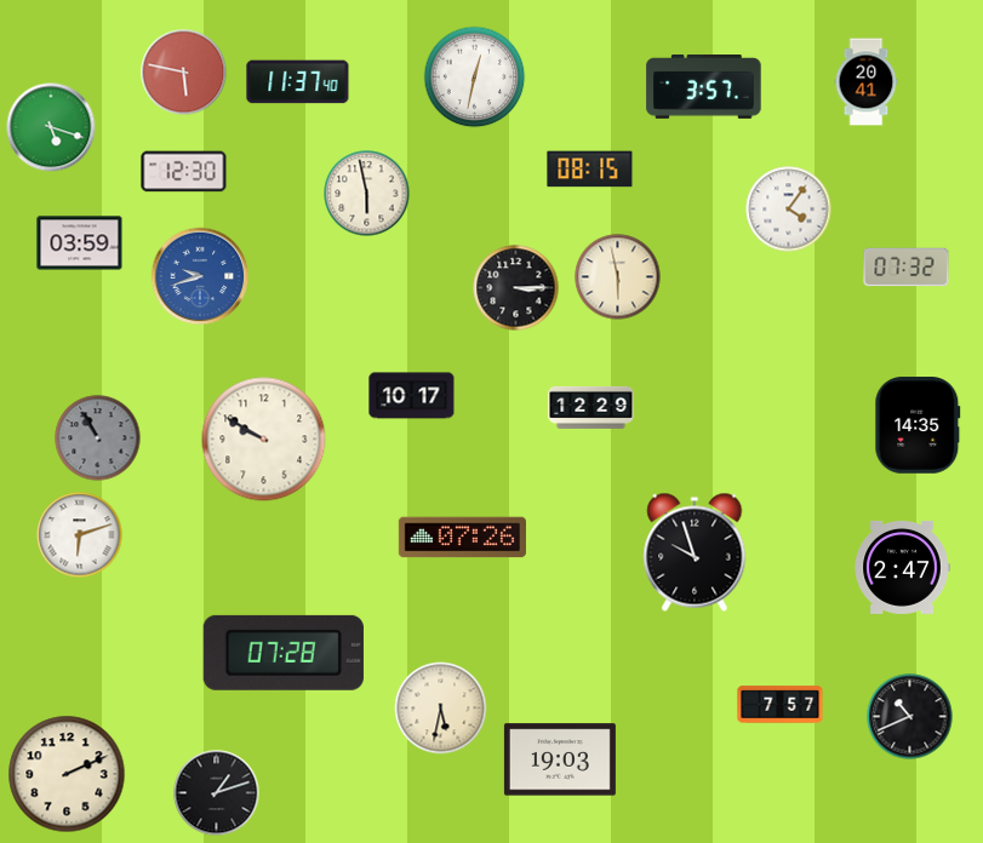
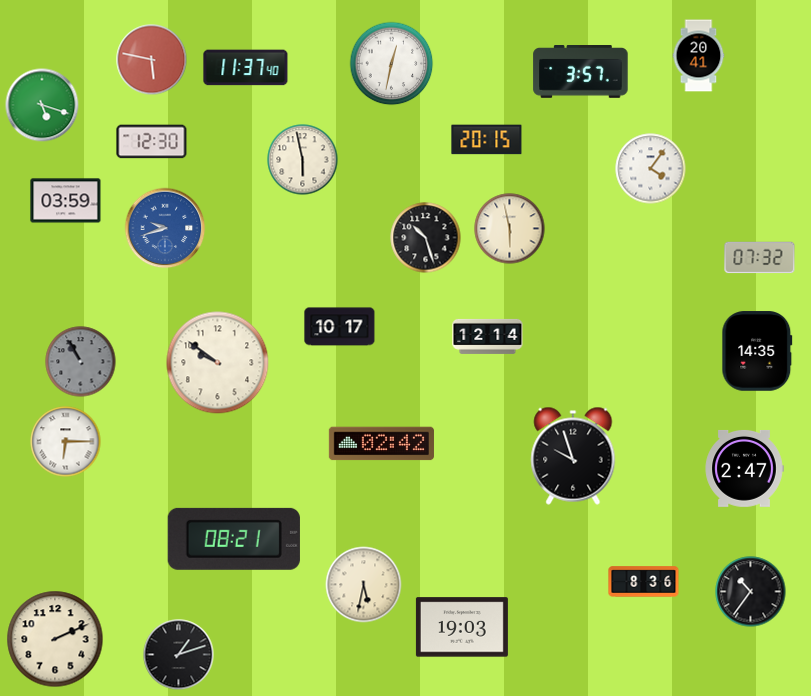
clock at (867, 82) position: (867, 82) -> (699, 56)
clock at (590, 170): 08:15 -> 20:15
clock at (789, 210) position: (789, 210) -> (651, 169)
clock at (907, 268) position: (907, 268) -> (760, 258)
clock at (516, 288): 3:15 -> 10:27
clock at (591, 407): 12:29 -> 12:14
clock at (264, 440): 9:50 -> 9:51
clock at (80, 535): 6:12 -> 6:15
clock at (462, 538): 07:26 -> 02:42
clock at (284, 653): 07:28 -> 08:21
clock at (781, 705): 7:57 -> 8:36
clock at (910, 717): 10:41 -> 10:36
